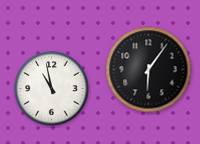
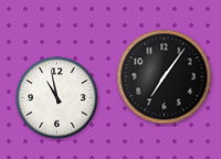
clock at (149, 70): 6:06 -> 7:06
